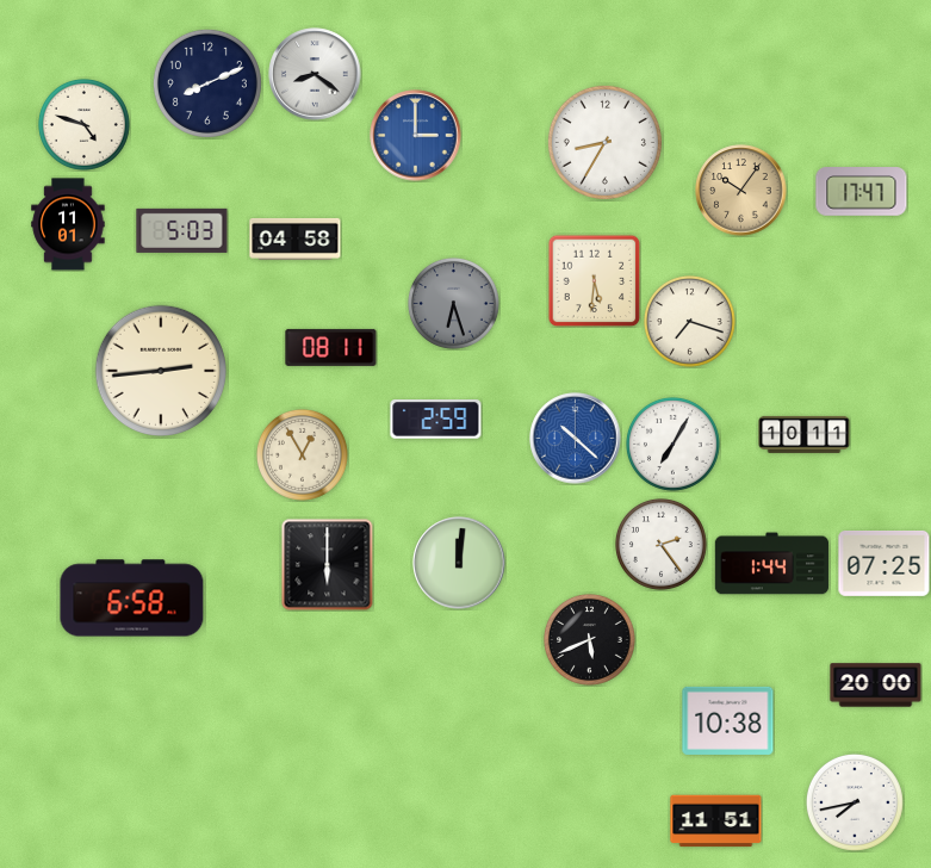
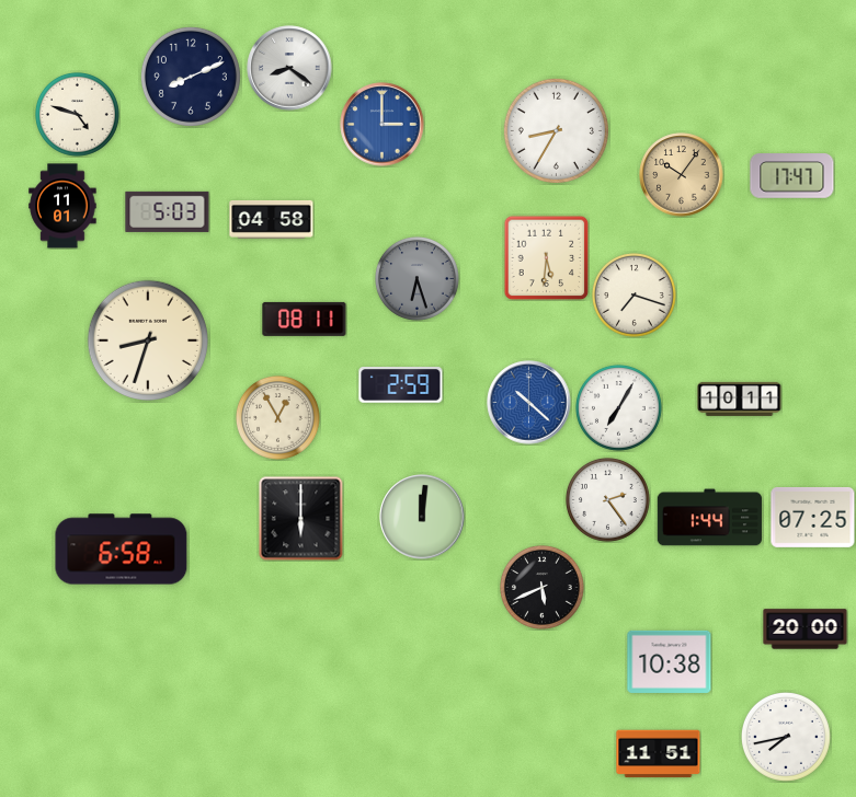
clock at (160, 370): 2:44 -> 8:33
